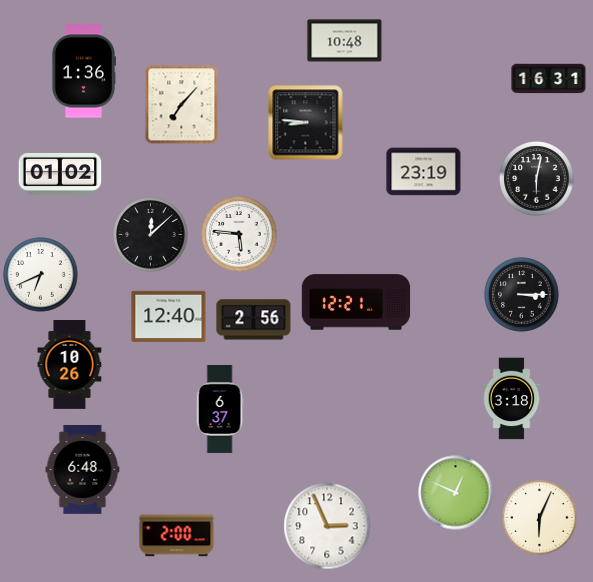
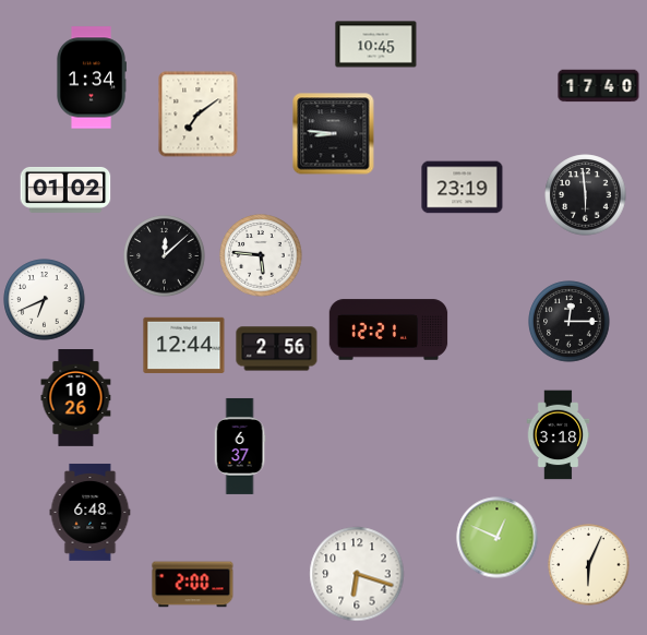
clock at (345, 41): 10:48 -> 10:45
clock at (83, 71): 1:36 -> 1:34
clock at (549, 79): 16:31 -> 17:40
clock at (182, 105): 7:07 -> 7:09
clock at (537, 179): 6:02 -> 5:59
clock at (522, 295): 3:15 -> 12:15
clock at (169, 316): 12:40 -> 12:44
clock at (327, 526): 2:56 -> 6:18
